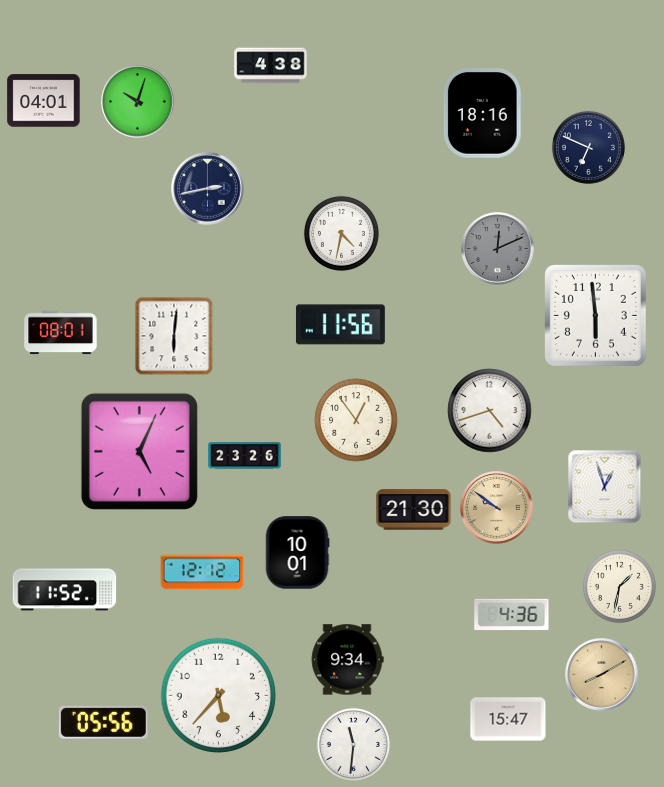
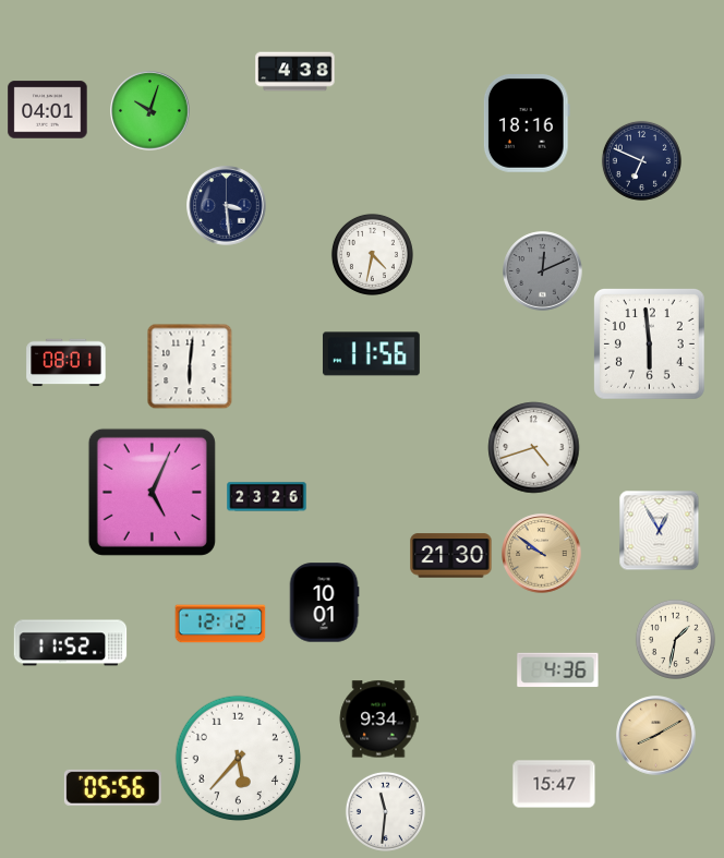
clock at (208, 189): 2:43 -> 3:29
clock at (356, 420): 12:54 -> none
clock at (605, 487): 12:57 -> 12:55
